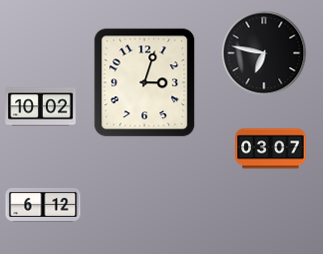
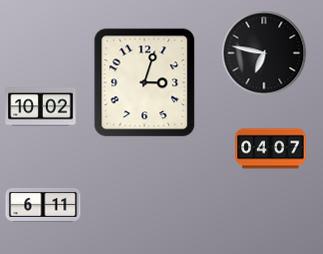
clock at (271, 149): 03:07 -> 04:07
clock at (43, 206): 6:12 -> 6:11
